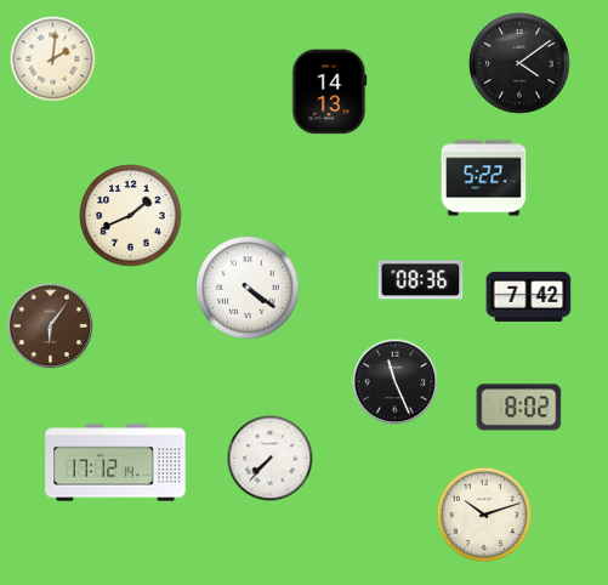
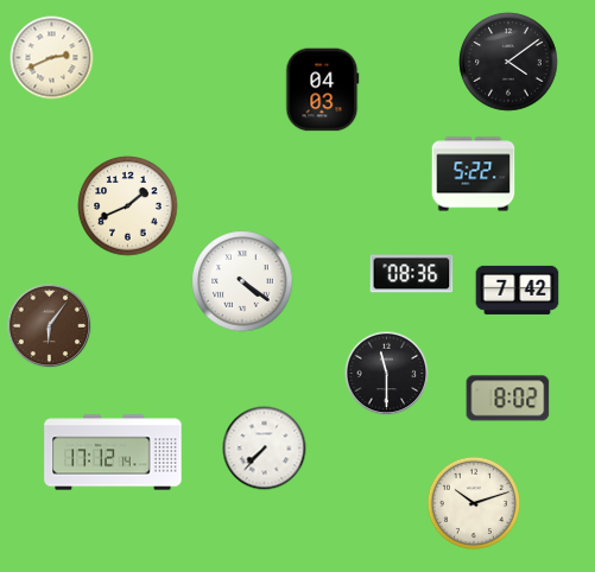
clock at (53, 59): 2:01 -> 2:41
clock at (330, 92): 14:13 -> 04:03
clock at (131, 216) position: (131, 216) -> (128, 206)
clock at (51, 326) position: (51, 326) -> (50, 326)
clock at (396, 382): 11:26 -> 11:30
